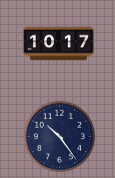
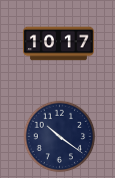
clock at (60, 137): 10:24 -> 10:21
